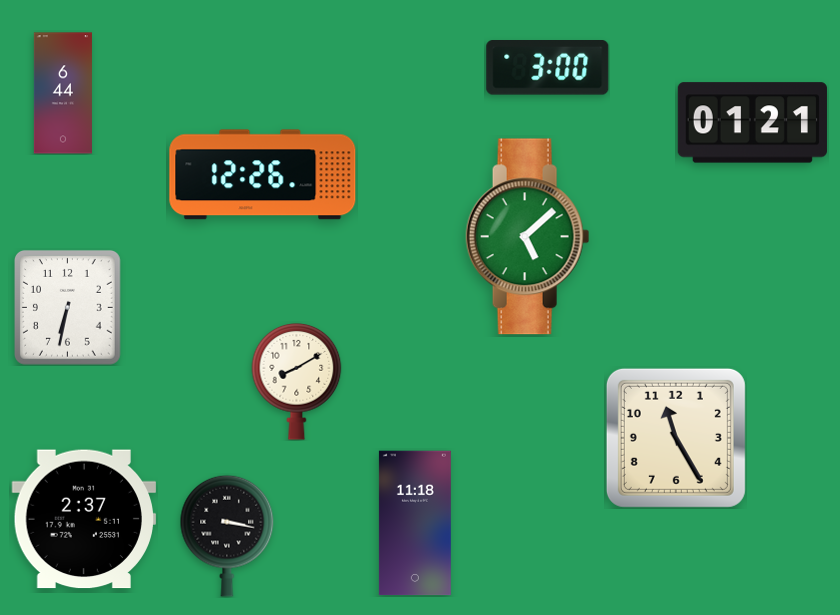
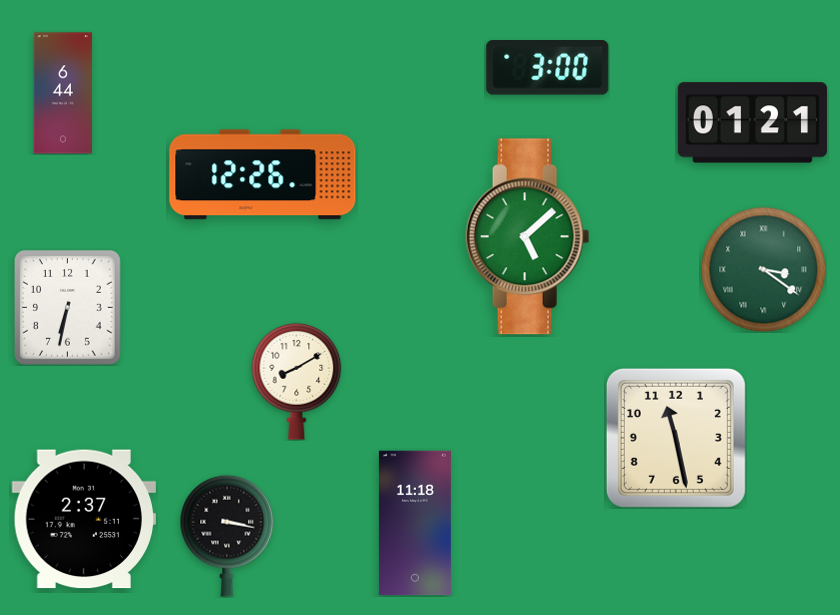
clock at (763, 269): none -> 3:21
clock at (676, 438): 11:25 -> 11:28
